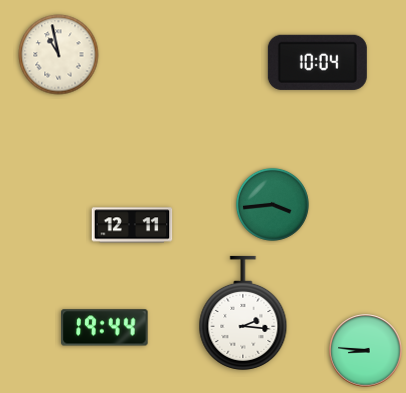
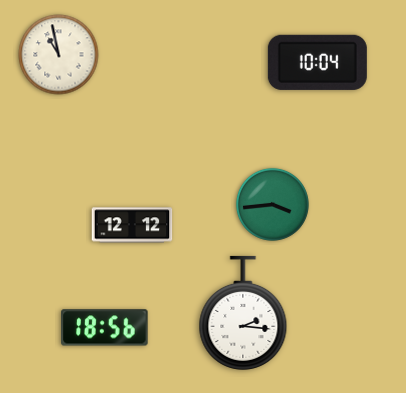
clock at (132, 225): 12:11 -> 12:12
clock at (105, 328): 19:44 -> 18:56
clock at (366, 351): 8:46 -> none
